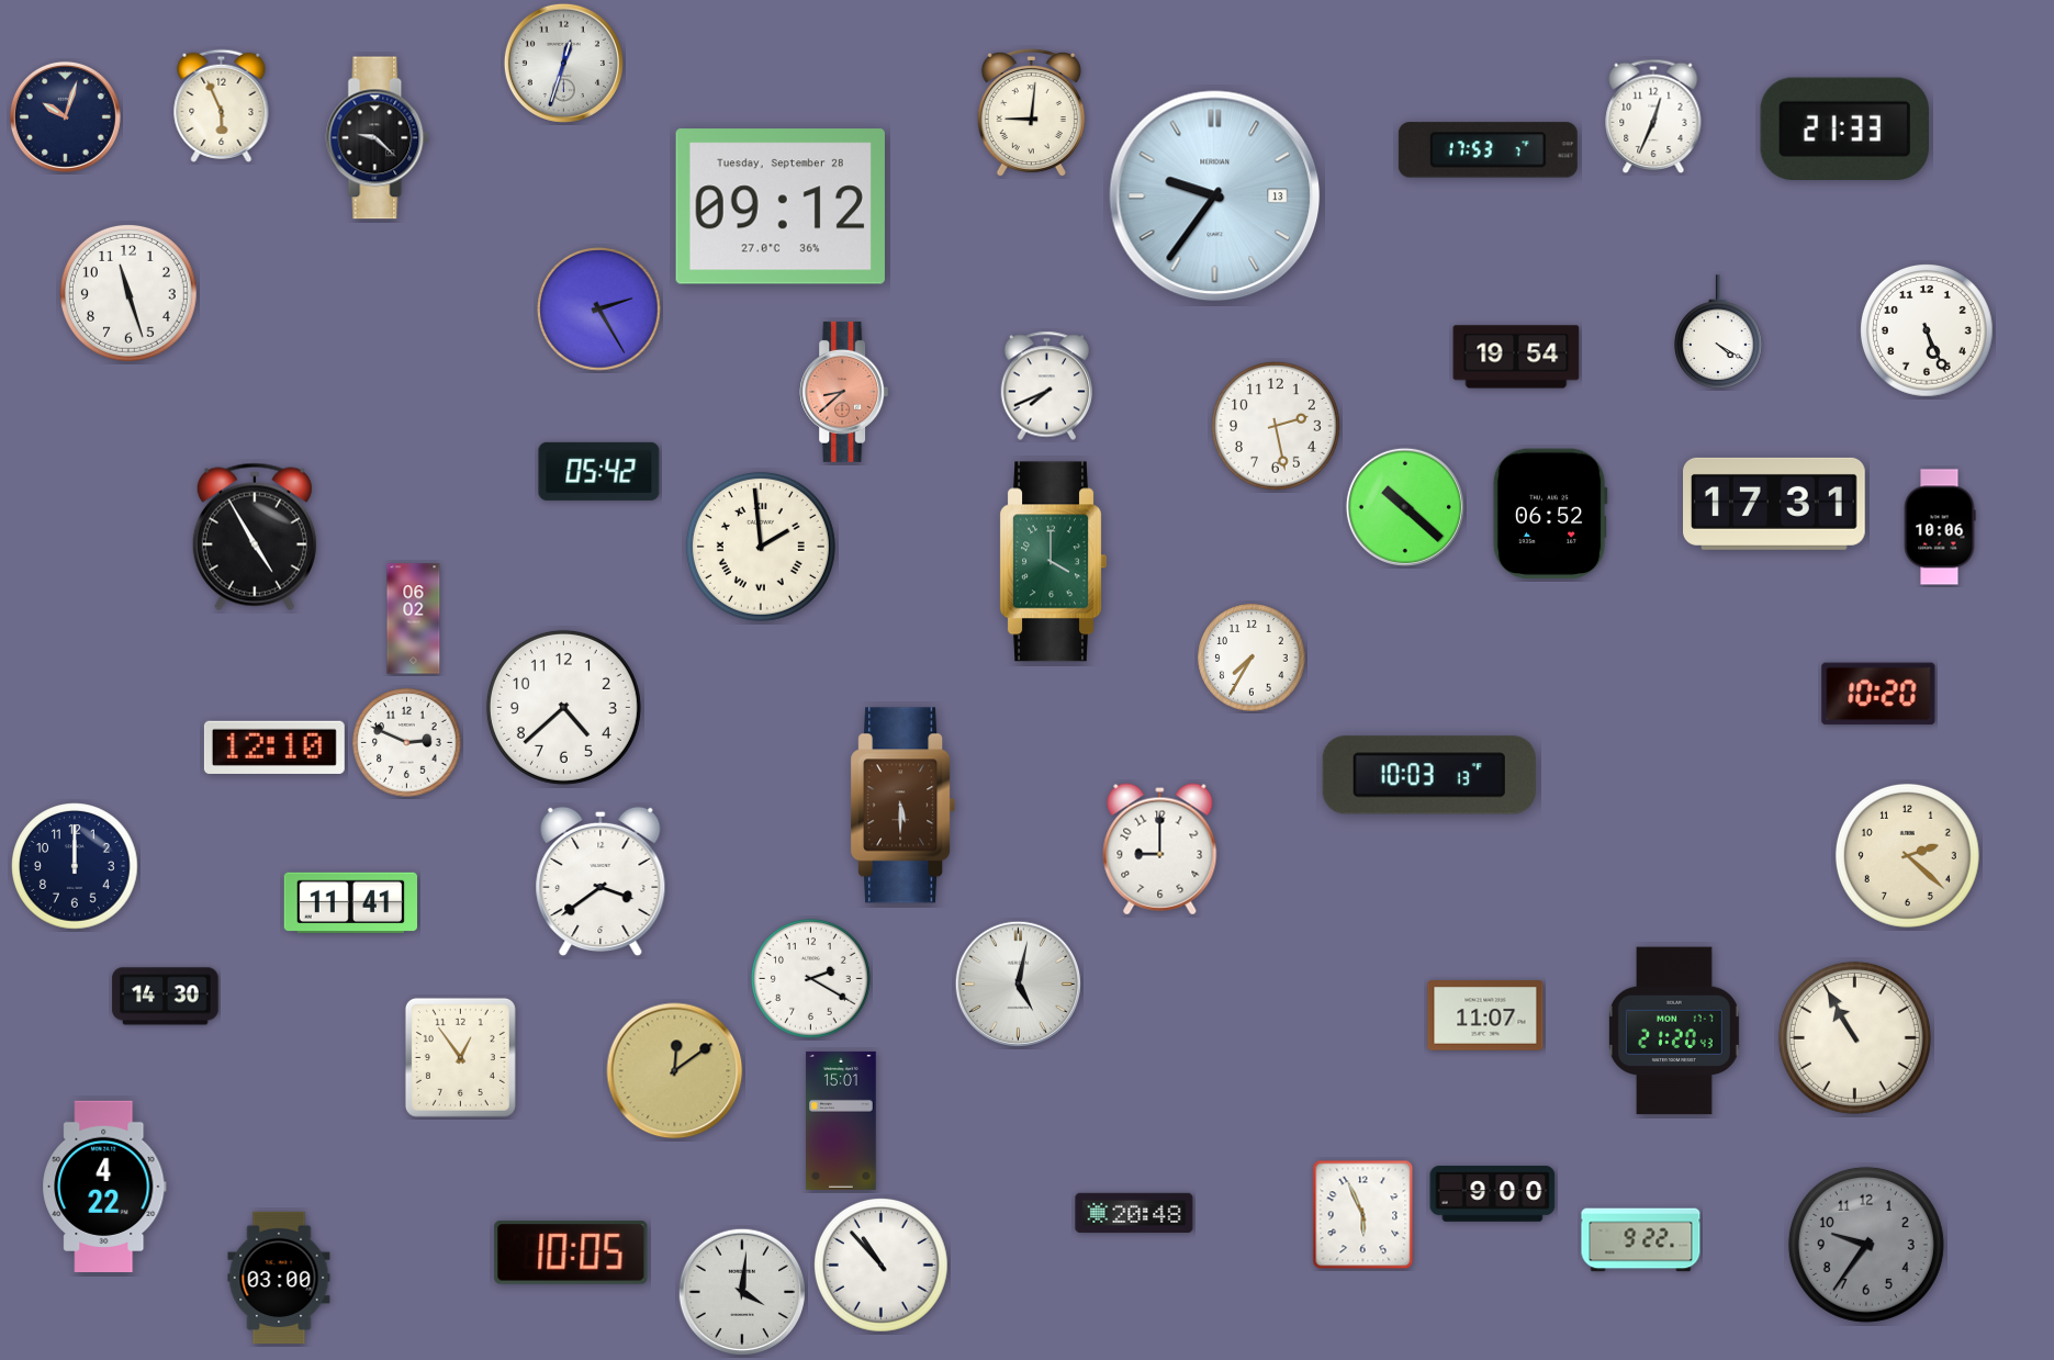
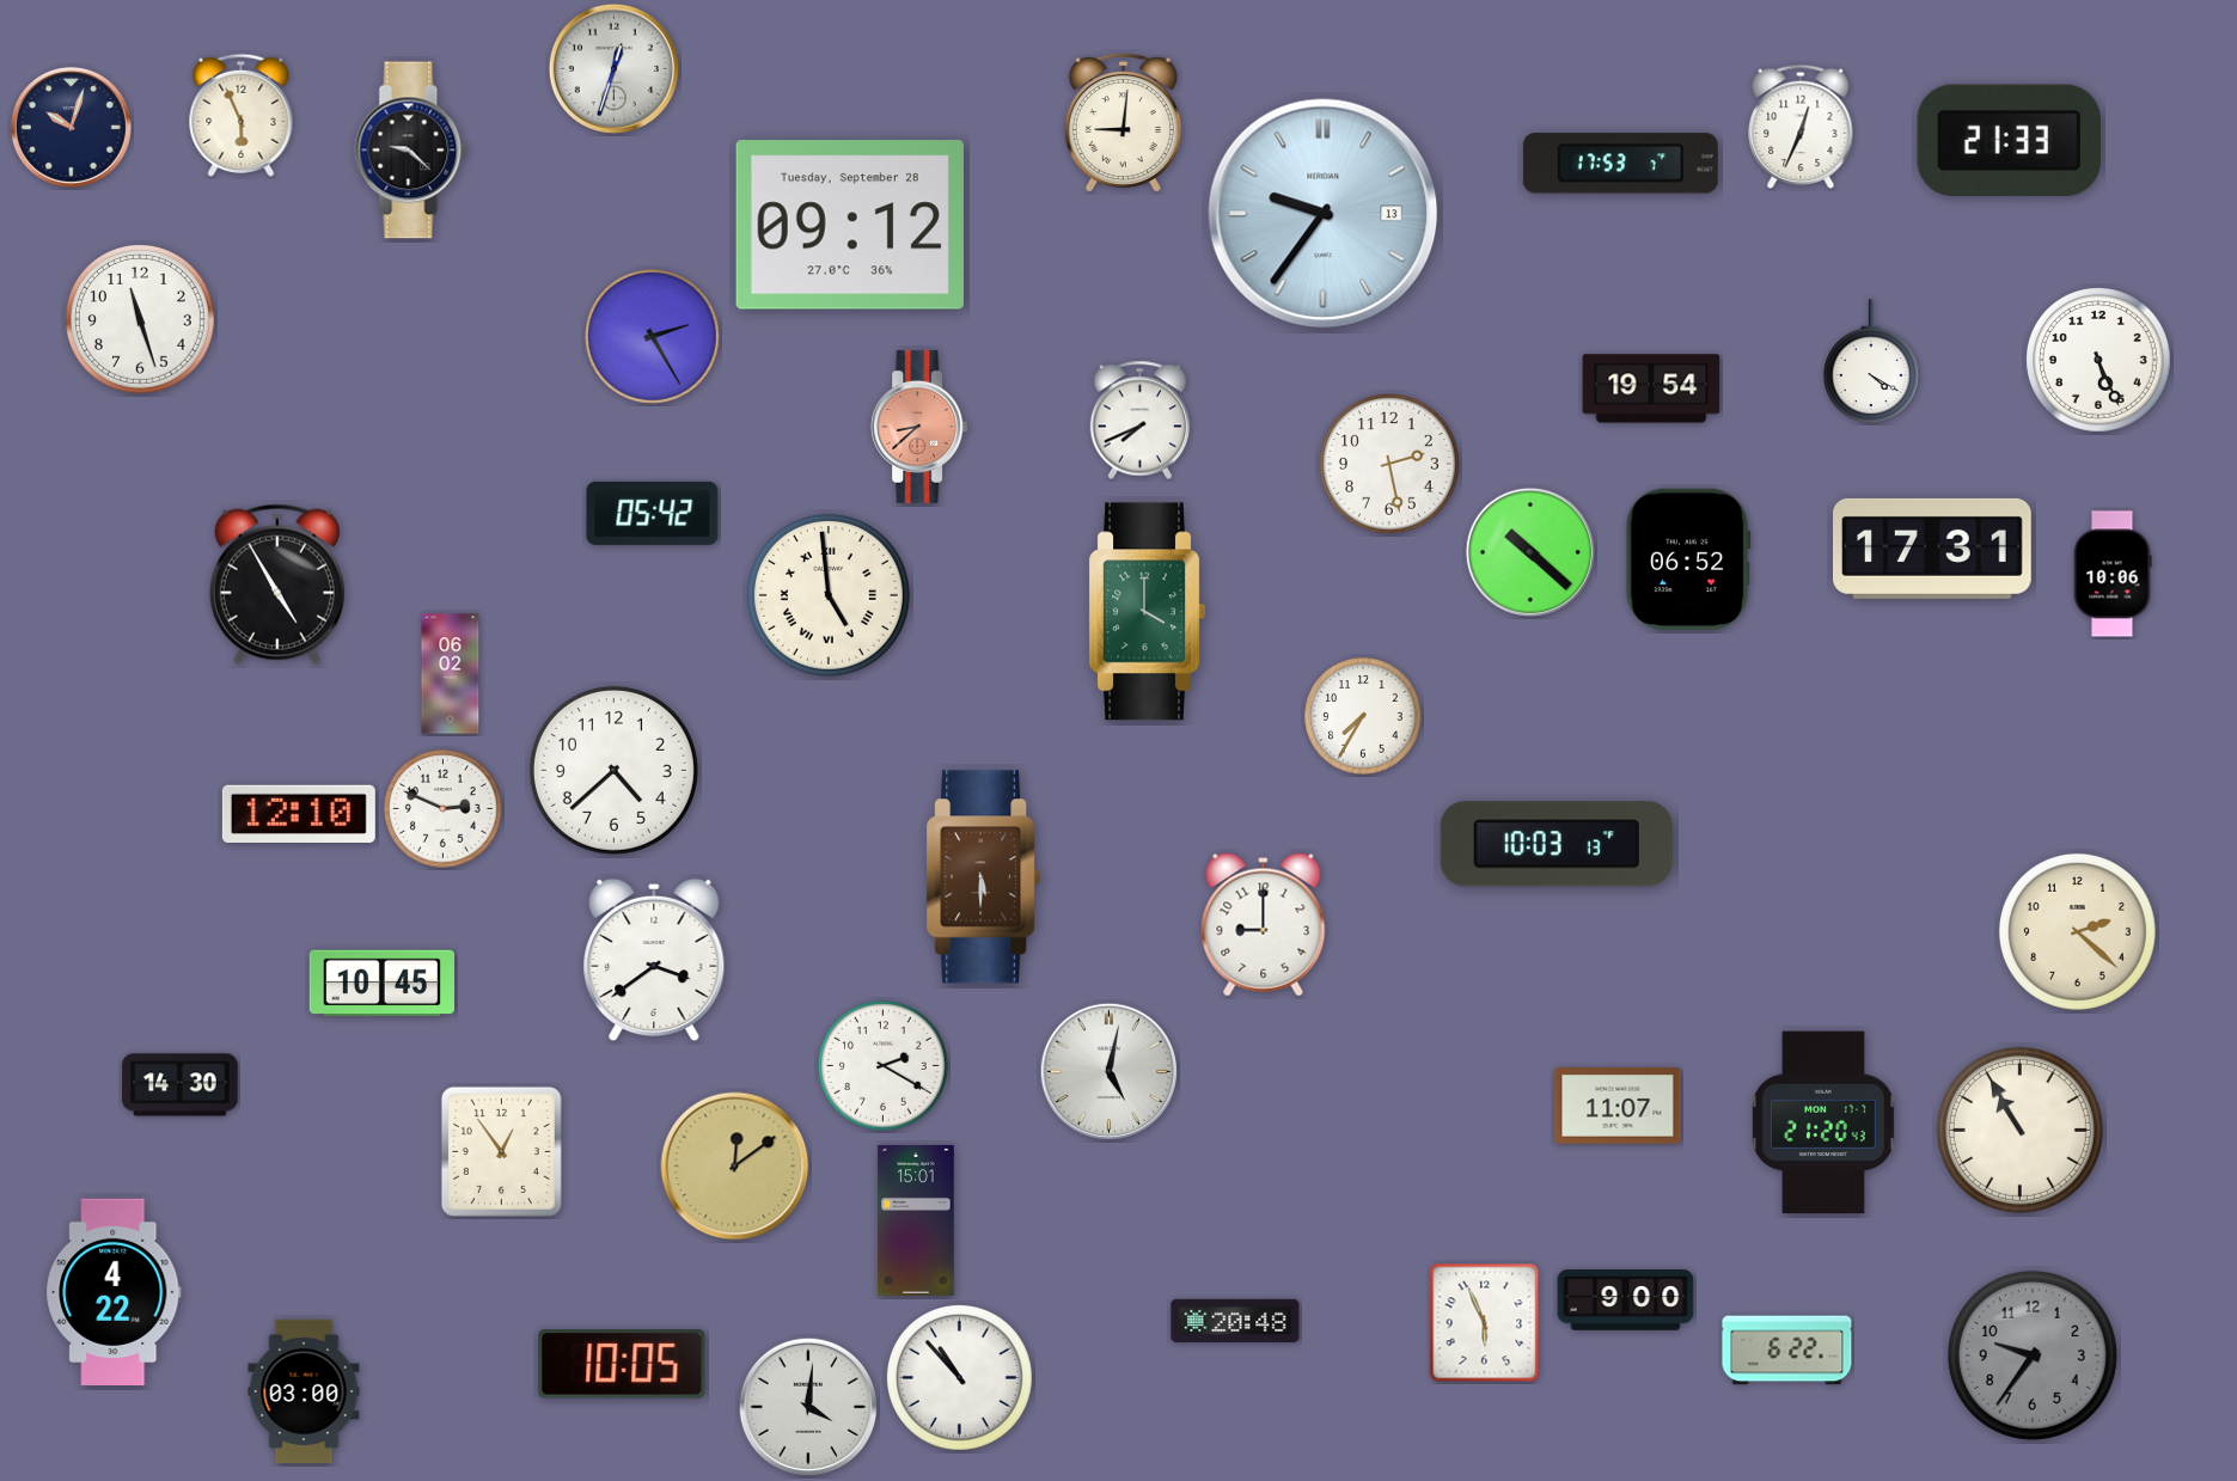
clock at (761, 547): 1:59 -> 4:59
clock at (1878, 694): 10:20 -> none
clock at (76, 867): 12:00 -> none
clock at (350, 903): 11:41 -> 10:45
clock at (1641, 1240): 9:22 -> 6:22
